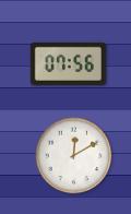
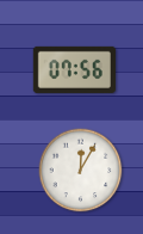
clock at (74, 156): 12:10 -> 12:05
